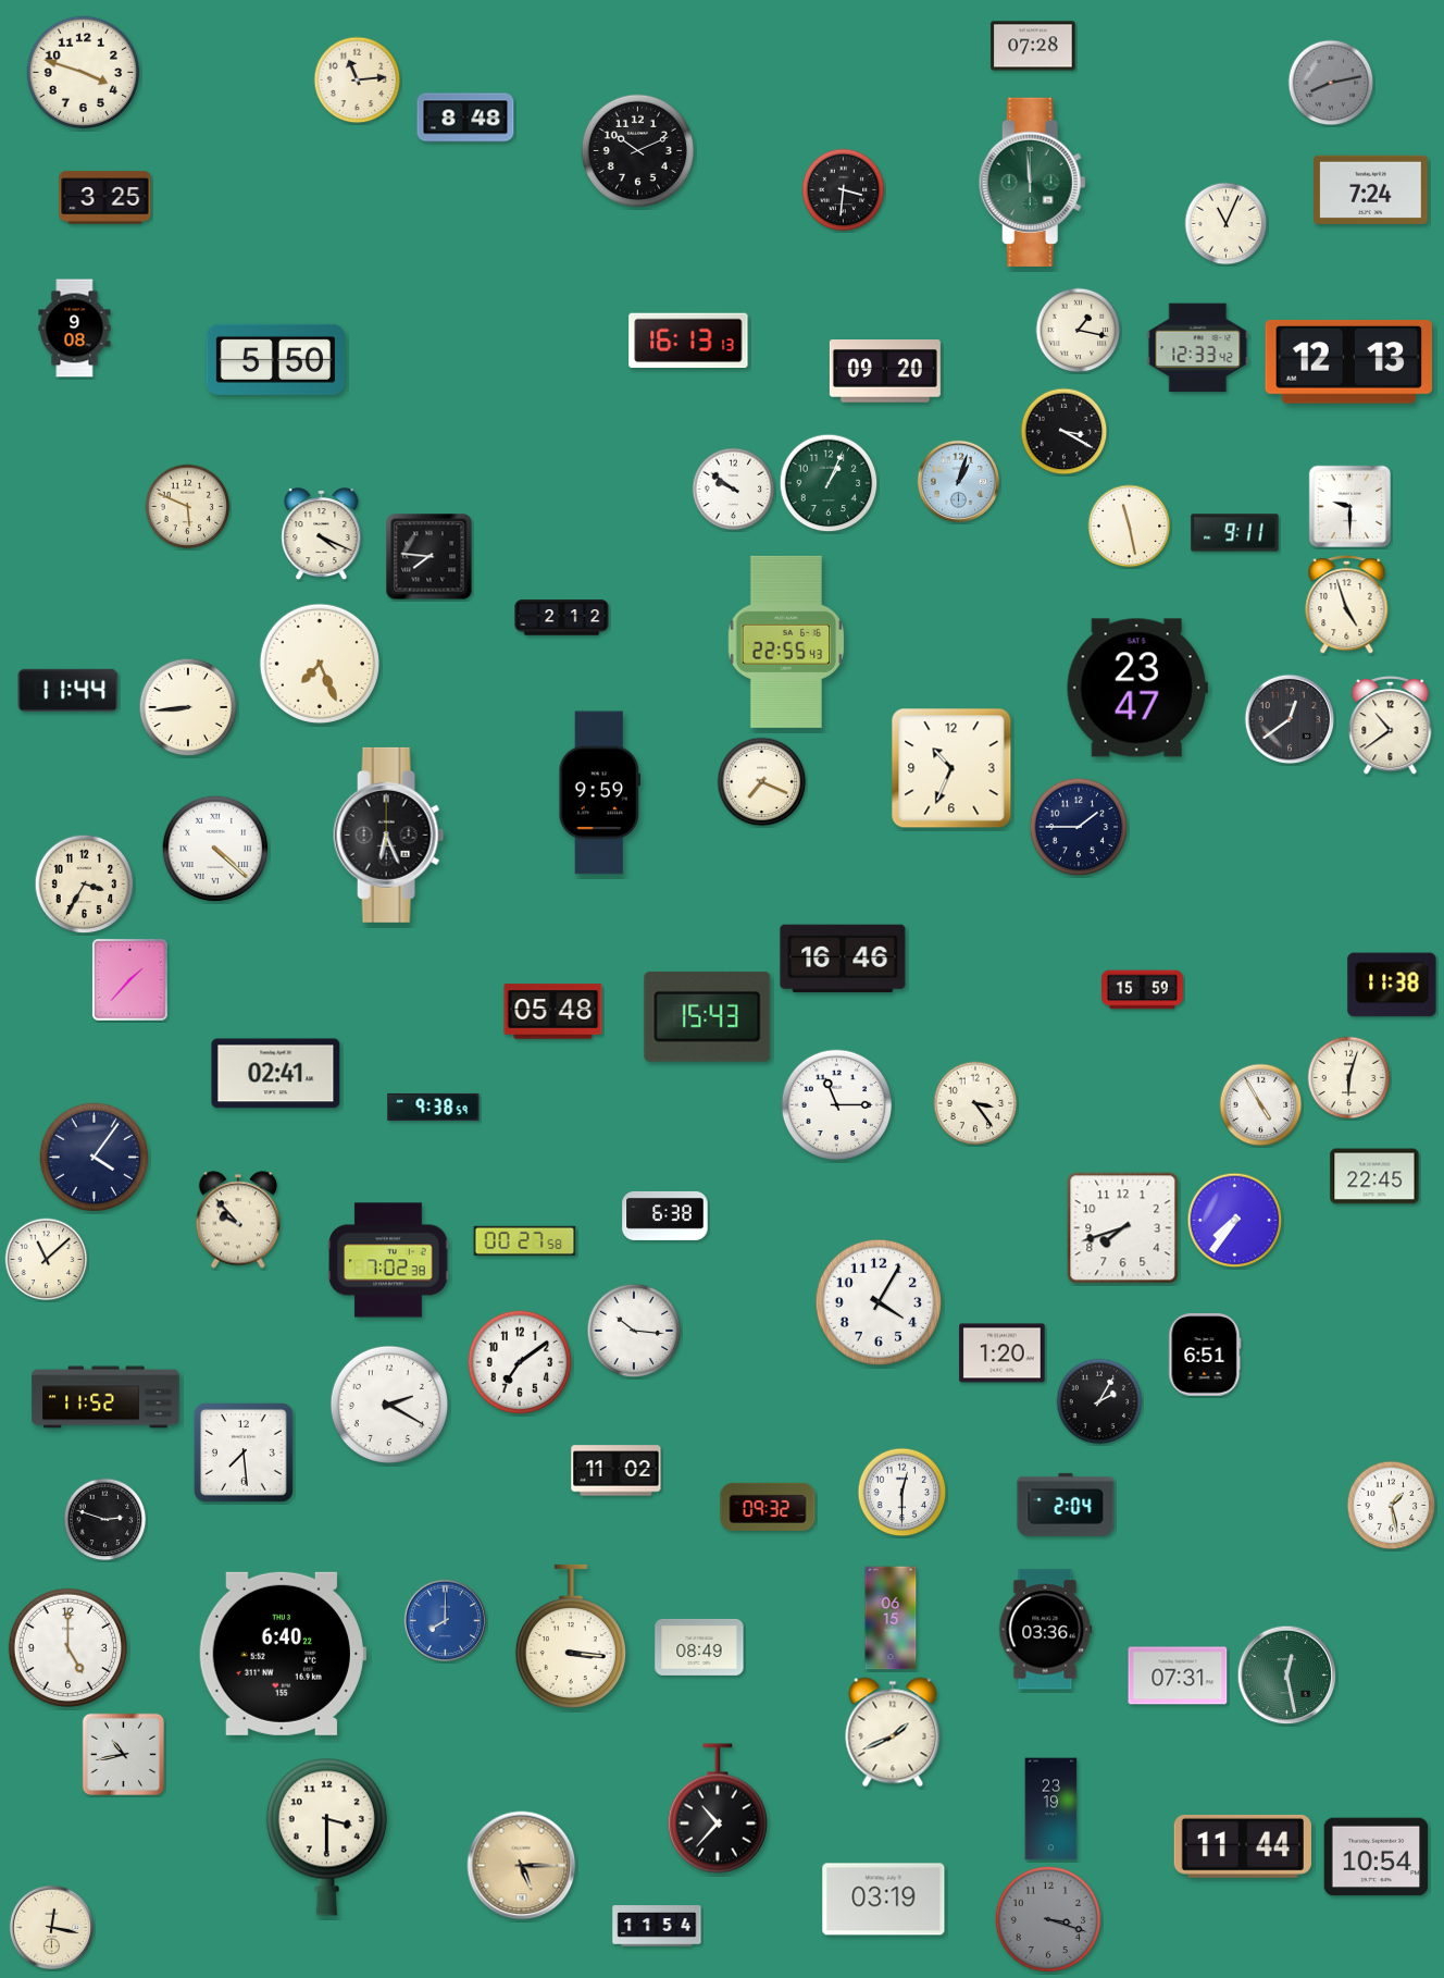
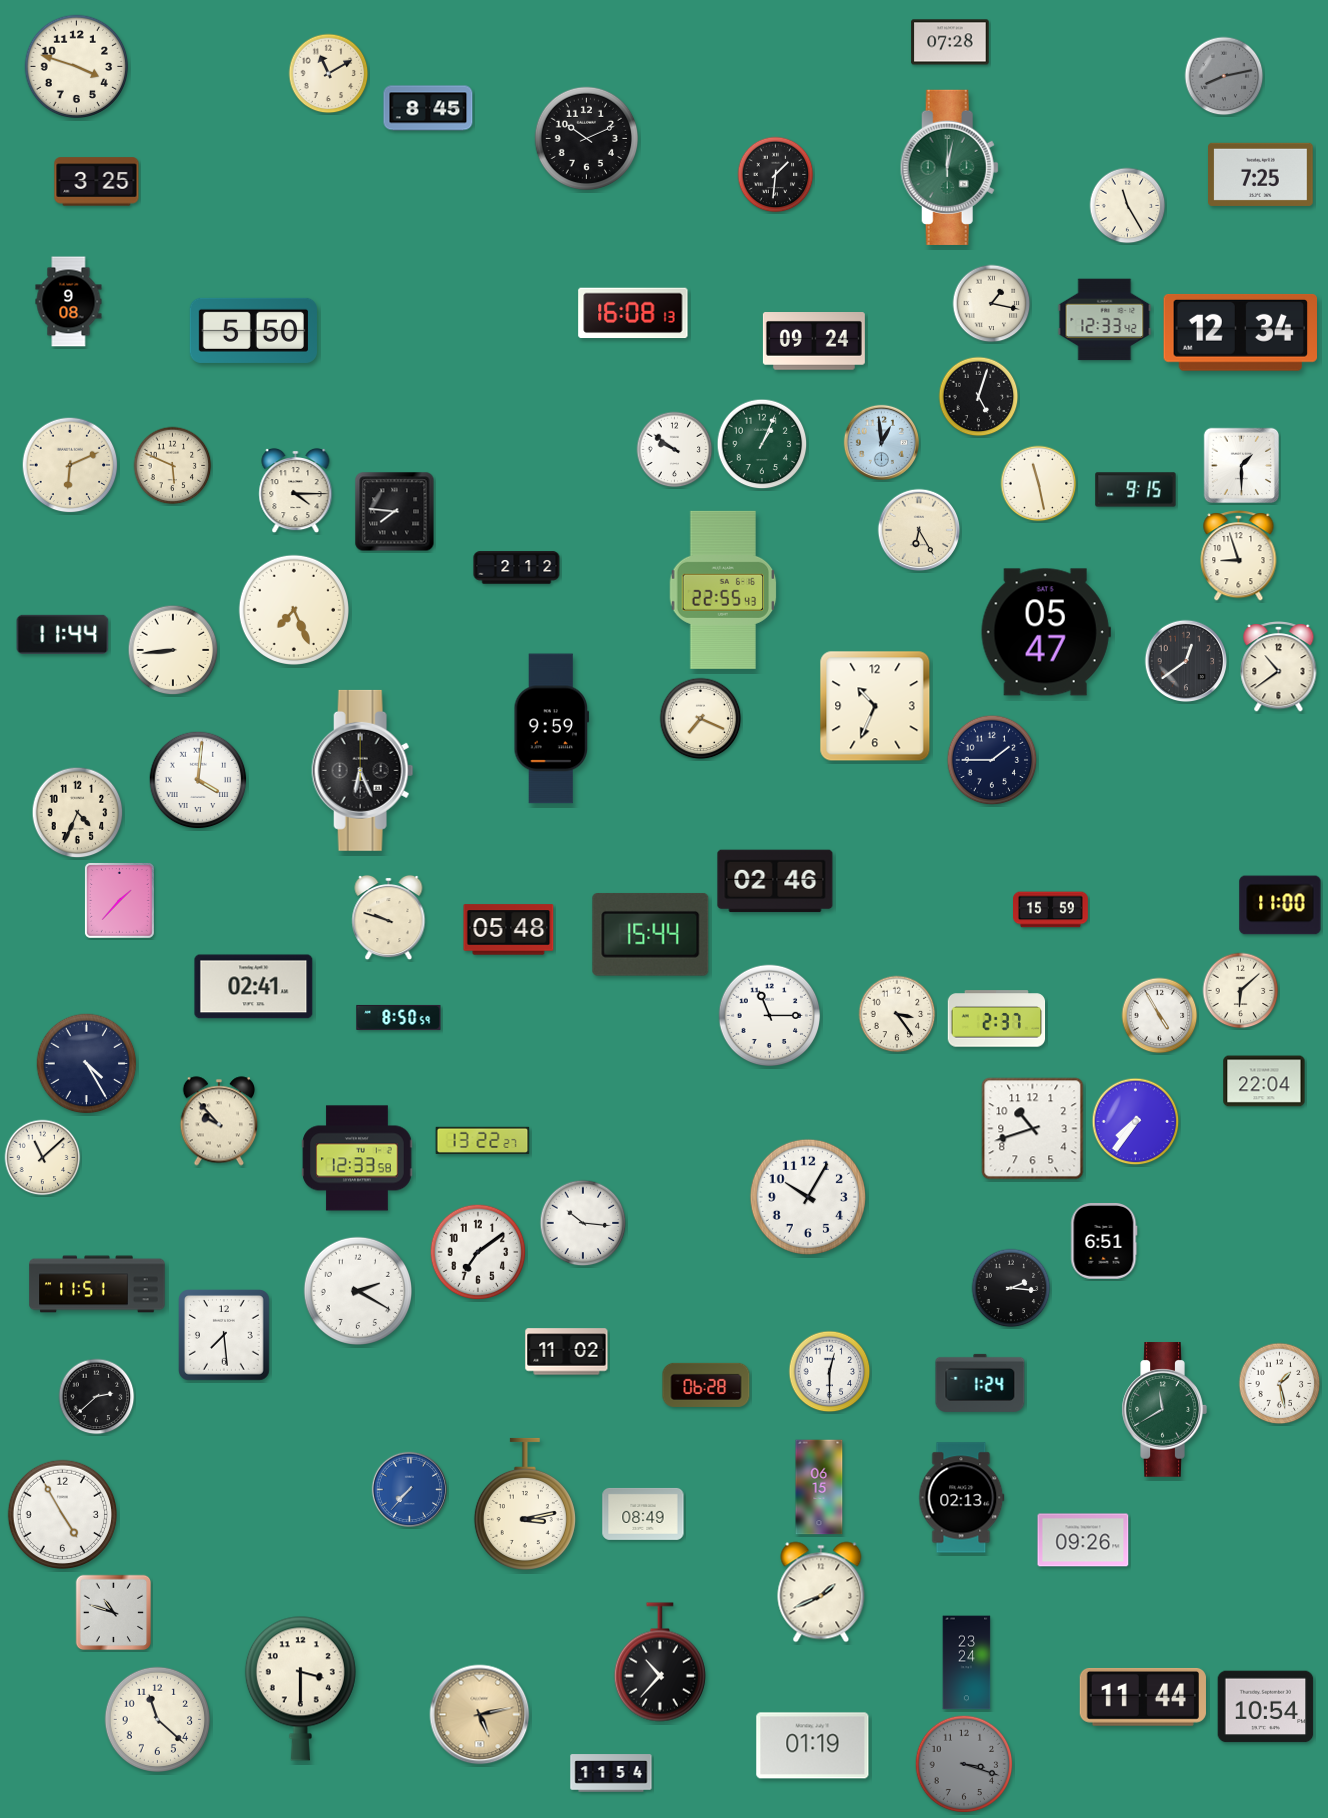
clock at (358, 81): 11:14 -> 11:10
clock at (465, 118): 8:48 -> 8:45
clock at (1032, 182): 11:59 -> 12:02
clock at (1371, 189): 7:24 -> 7:25
clock at (844, 190): 3:31 -> 1:31
clock at (1227, 224): 11:04 -> 11:25
clock at (688, 341): 16:13 -> 16:08
clock at (1198, 348) position: (1198, 348) -> (1105, 320)
clock at (1348, 361): 12:13 -> 12:34
clock at (885, 372): 09:20 -> 09:24
clock at (1065, 432): 3:20 -> 5:03
clock at (958, 481): 1:03 -> 12:59
clock at (70, 465): none -> 6:11
clock at (1350, 507): 9:30 -> 1:30
clock at (1235, 533): 9:11 -> 9:15
clock at (322, 534): 4:19 -> 4:15
clock at (919, 530): none -> 6:25
clock at (1347, 605): 4:57 -> 8:57
clock at (1137, 688): 23:47 -> 05:47
clock at (389, 835) position: (389, 835) -> (363, 770)
clock at (215, 849): 4:22 -> 4:01
clock at (85, 885): 3:35 -> 4:34
clock at (843, 959): 16:46 -> 02:46
clock at (1392, 985): 11:38 -> 11:00
clock at (389, 918): none -> 9:48
clock at (708, 1016): 15:43 -> 15:44
clock at (1349, 1078): 6:03 -> 6:08
clock at (434, 1107): 9:38 -> 8:50
clock at (997, 1019): none -> 2:37
clock at (95, 1158): 4:06 -> 4:25
clock at (1374, 1176): 22:45 -> 22:04
clock at (665, 1215): 6:38 -> none
clock at (1123, 1228): 7:42 -> 10:42
clock at (525, 1241): 00:27 -> 13:22
clock at (388, 1260): 7:02 -> 12:33
clock at (879, 1302): 4:05 -> 10:05
clock at (1003, 1353): 1:20 -> none
clock at (1205, 1355) position: (1205, 1355) -> (1104, 1241)
clock at (105, 1397): 11:52 -> 11:51
clock at (1099, 1401): 2:05 -> 2:16
clock at (1066, 1505): 2:04 -> 1:24
clock at (768, 1507): 09:32 -> 06:28
clock at (105, 1520): 2:48 -> 2:38
clock at (1164, 1410): none -> 11:40
clock at (445, 1620): 8:00 -> 7:37
clock at (1046, 1630): 03:36 -> 02:13
clock at (571, 1635): 3:16 -> 3:13
clock at (67, 1647): 5:00 -> 4:55
clock at (282, 1654): 6:40 -> none
clock at (1178, 1676): 07:31 -> 09:26
clock at (1287, 1676): 12:28 -> none
clock at (124, 1755): 10:43 -> 10:48
clock at (1051, 1809): 23:19 -> 23:24
clock at (522, 1866): 5:15 -> 5:13
clock at (158, 1720): none -> 11:22
clock at (884, 1900): 03:19 -> 01:19
clock at (657, 1926) position: (657, 1926) -> (611, 1773)
clock at (51, 1927): 12:17 -> none
